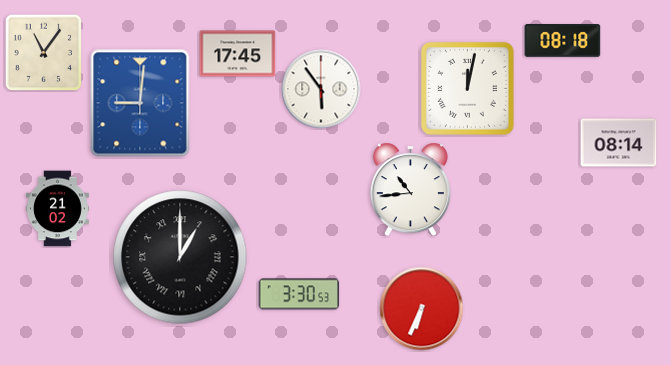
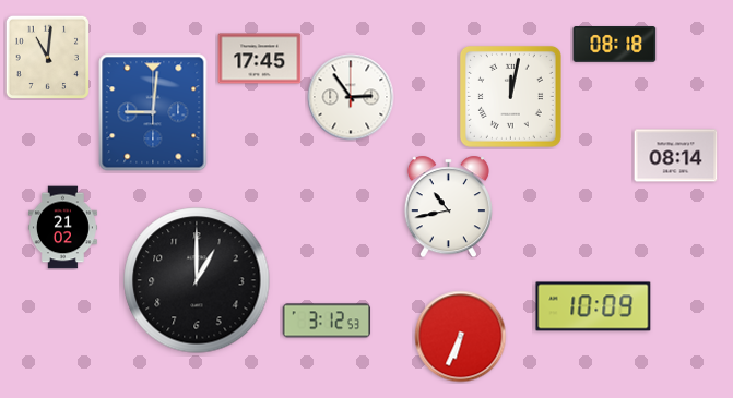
clock at (43, 52): 11:06 -> 11:01
clock at (321, 89): 5:54 -> 2:54
clock at (410, 190): 10:44 -> 10:43
clock at (180, 257) numerals: Roman -> Arabic
clock at (593, 306): none -> 10:09
clock at (299, 294): 3:30 -> 3:12
